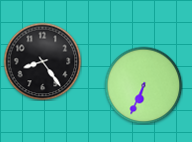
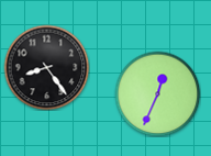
clock at (143, 85): 6:34 -> 12:34
